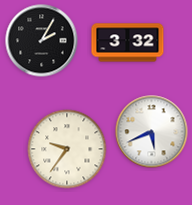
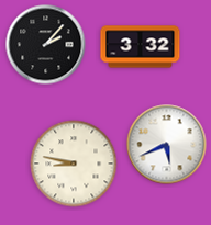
clock at (42, 41): 2:05 -> 2:07
clock at (67, 149): 9:36 -> 8:47
